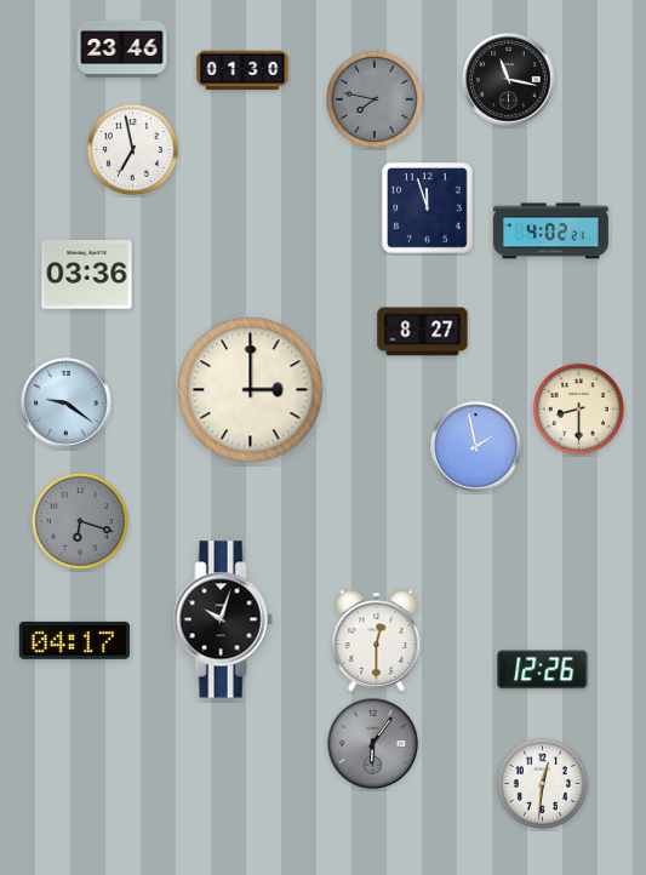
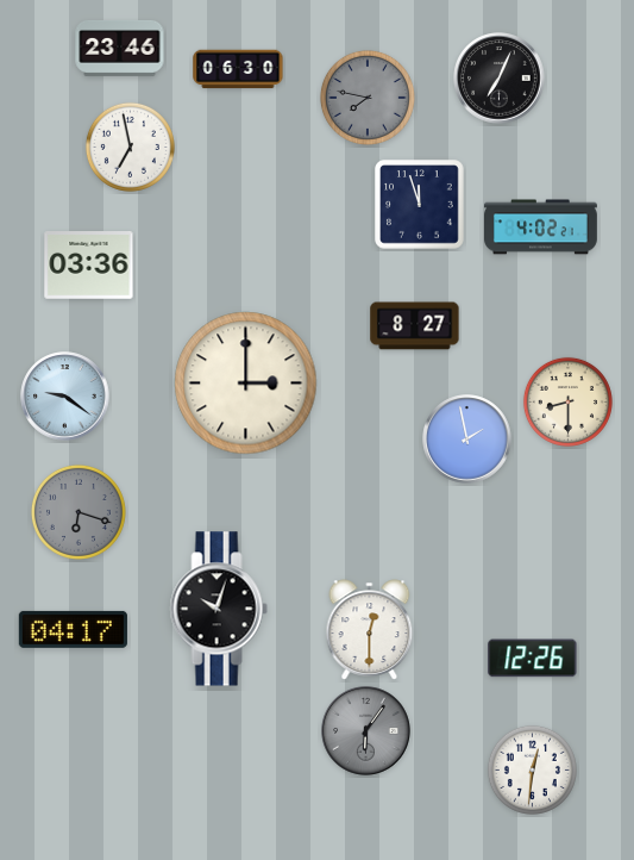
clock at (242, 70): 01:30 -> 06:30
clock at (509, 80): 11:17 -> 7:04
clock at (87, 275) position: (87, 275) -> (89, 266)
